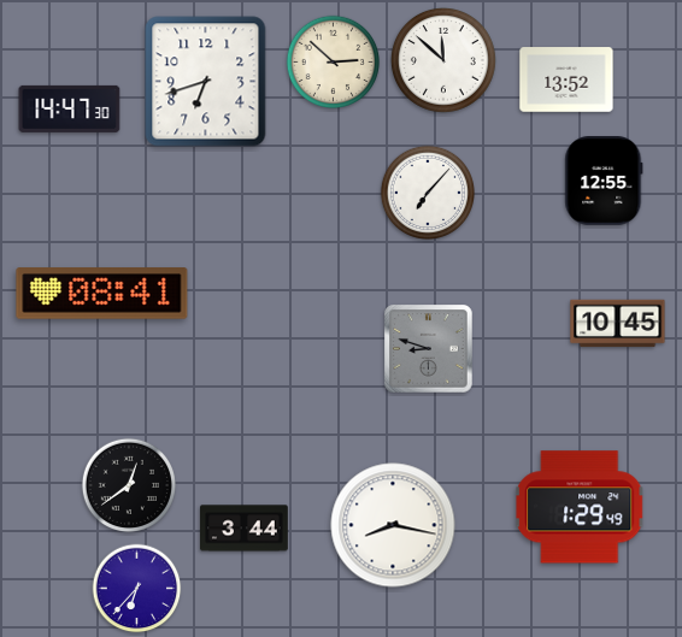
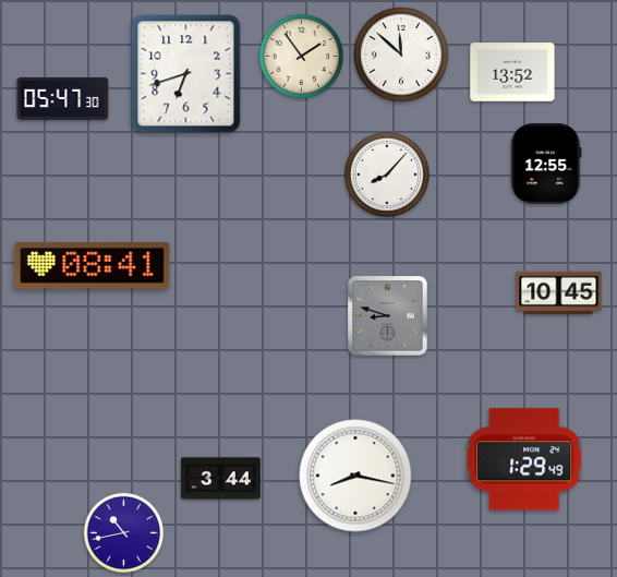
clock at (334, 63): 2:52 -> 1:54
clock at (70, 108): 14:47 -> 05:47
clock at (427, 191): 7:07 -> 8:07
clock at (128, 484): 12:39 -> none
clock at (137, 589): 6:37 -> 10:43
